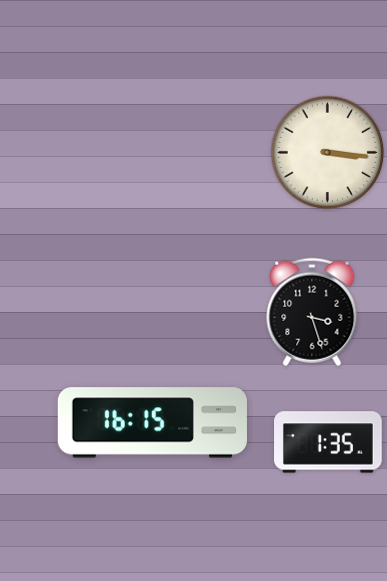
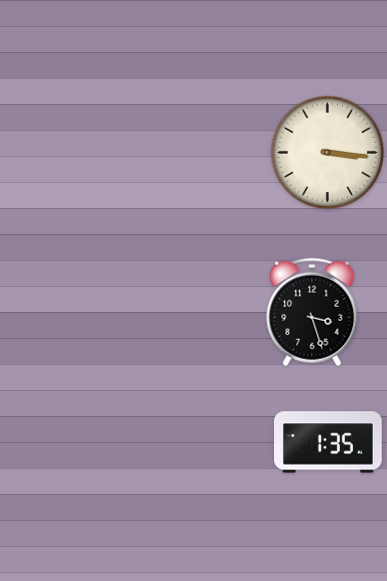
clock at (152, 423): 16:15 -> none
